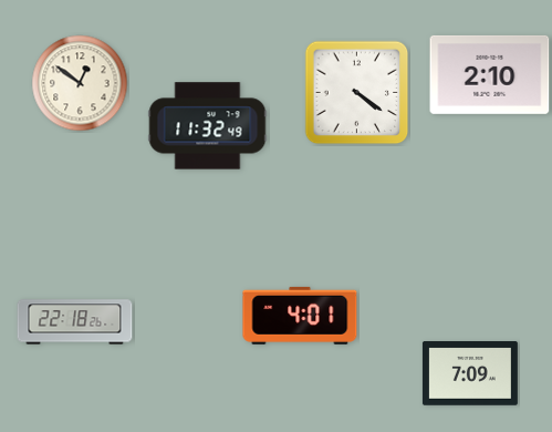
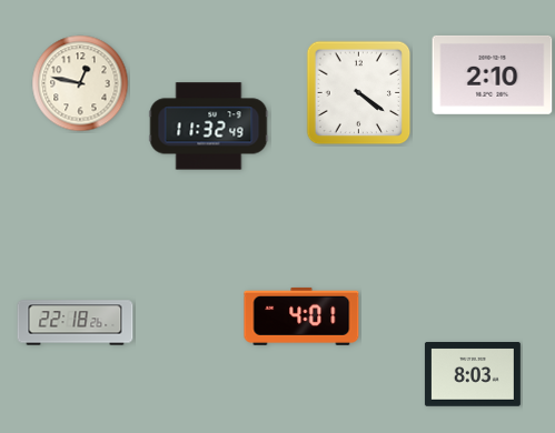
clock at (80, 83): 12:51 -> 12:47
clock at (470, 374): 7:09 -> 8:03
